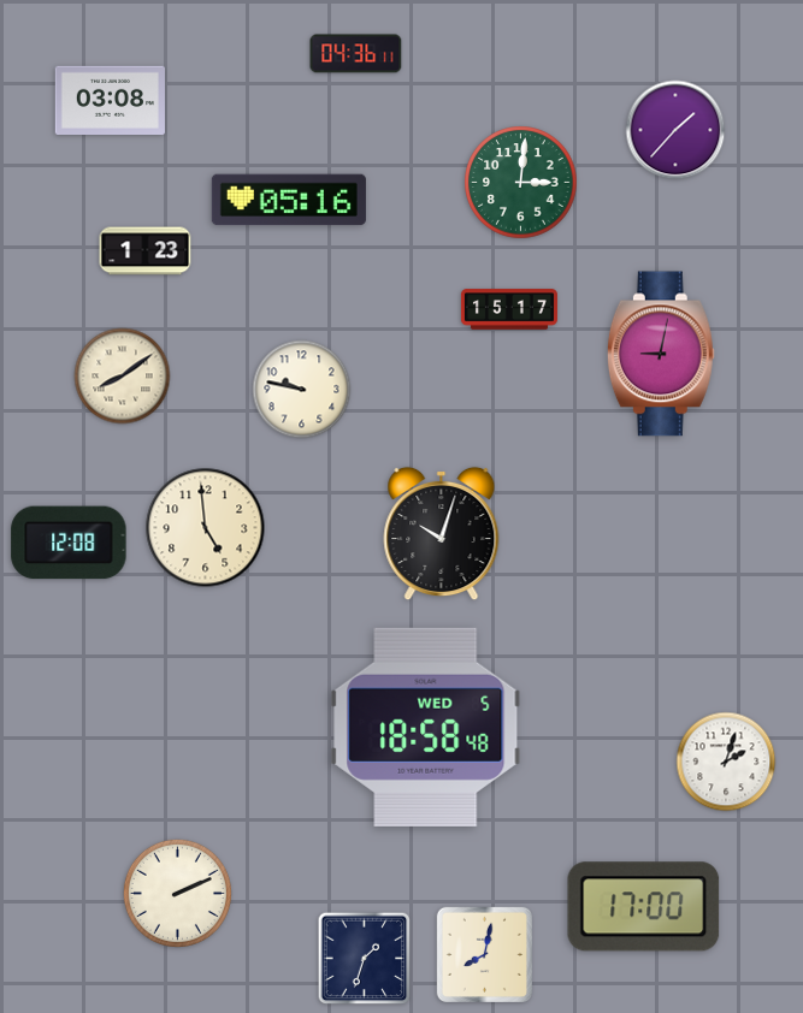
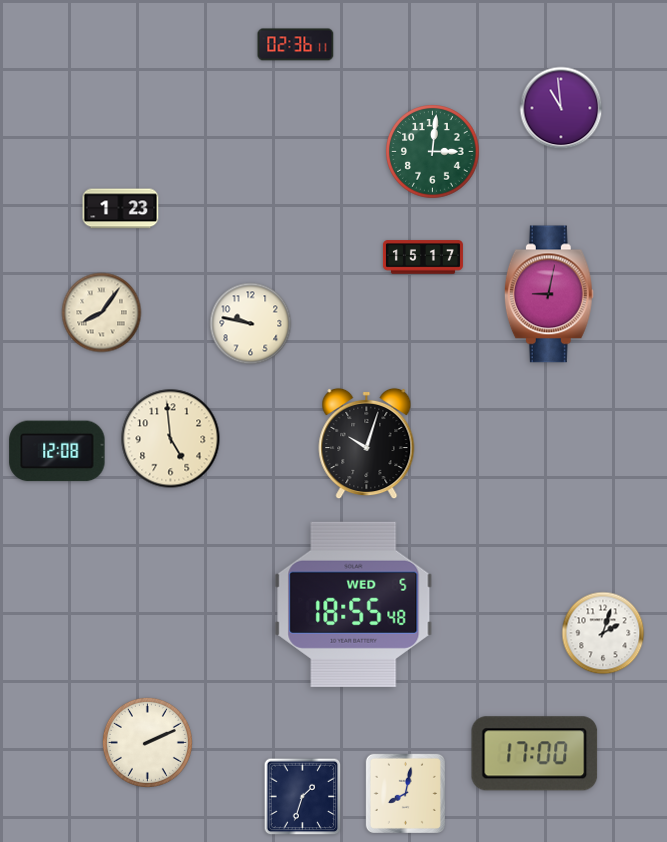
clock at (356, 54): 04:36 -> 02:36
clock at (110, 100): 03:08 -> none
clock at (675, 130): 1:37 -> 10:59
clock at (289, 200): 05:16 -> none
clock at (123, 377): 8:09 -> 8:06
clock at (426, 727): 18:58 -> 18:55
clock at (484, 954) position: (484, 954) -> (405, 793)
